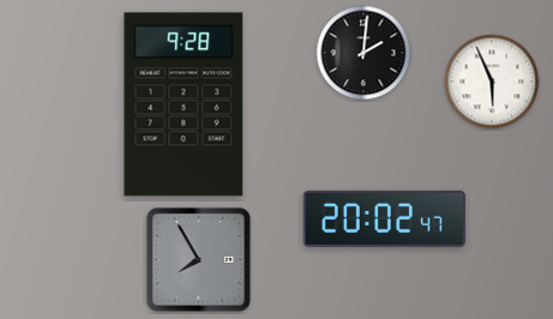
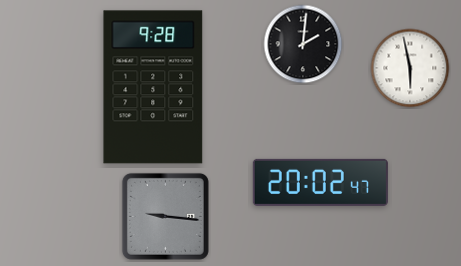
clock at (492, 82): 5:56 -> 5:58
clock at (198, 259): 7:55 -> 9:16
